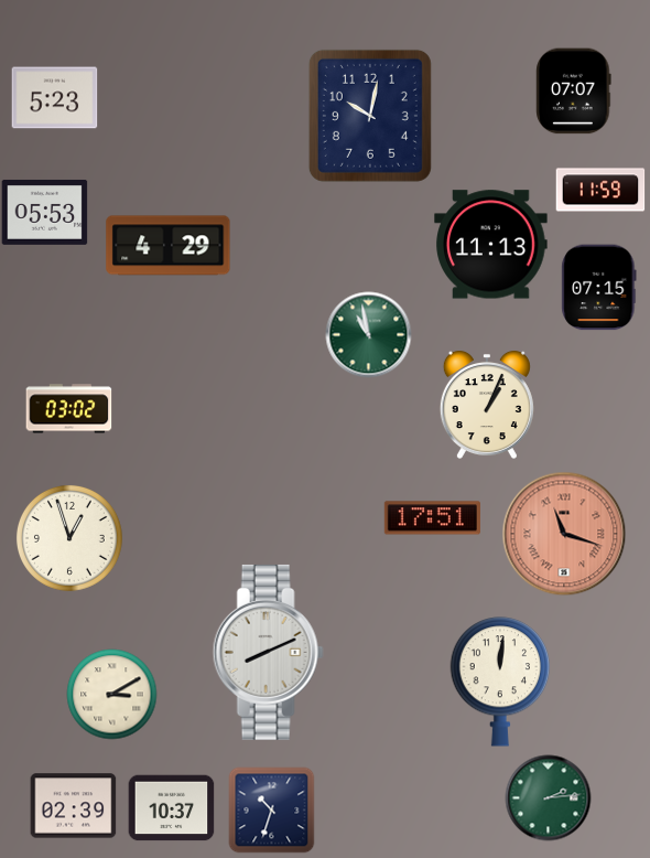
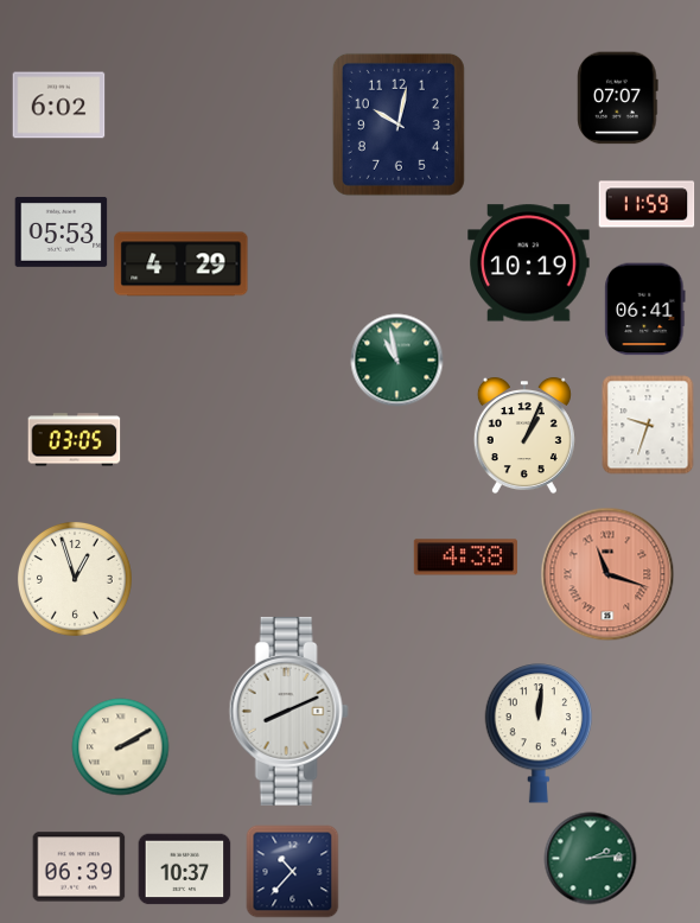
clock at (54, 98): 5:23 -> 6:02
clock at (44, 212) position: (44, 212) -> (61, 231)
clock at (491, 245): 11:13 -> 10:19
clock at (599, 287): 07:15 -> 06:41
clock at (648, 425): none -> 9:33
clock at (68, 409): 03:02 -> 03:05
clock at (432, 518): 17:51 -> 4:38
clock at (268, 652) position: (268, 652) -> (288, 711)
clock at (111, 694): 3:10 -> 2:10
clock at (73, 806): 02:39 -> 06:39
clock at (271, 809): 10:33 -> 10:37
